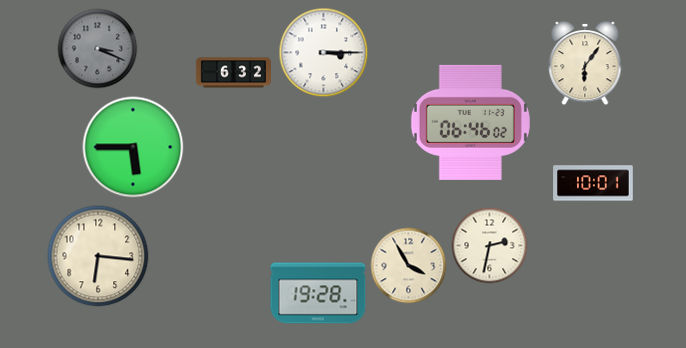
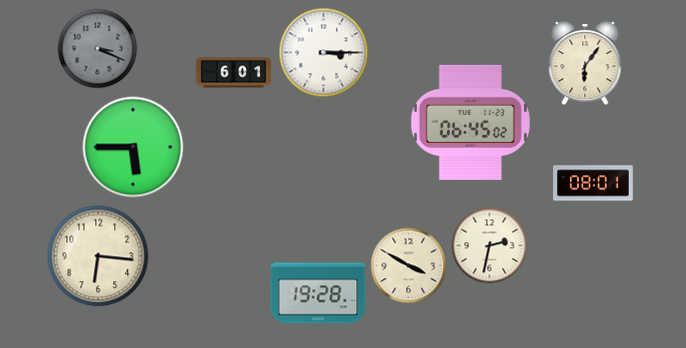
clock at (233, 73): 6:32 -> 6:01
clock at (470, 122): 06:46 -> 06:45
clock at (593, 183): 10:01 -> 08:01
clock at (409, 266): 3:55 -> 3:50
